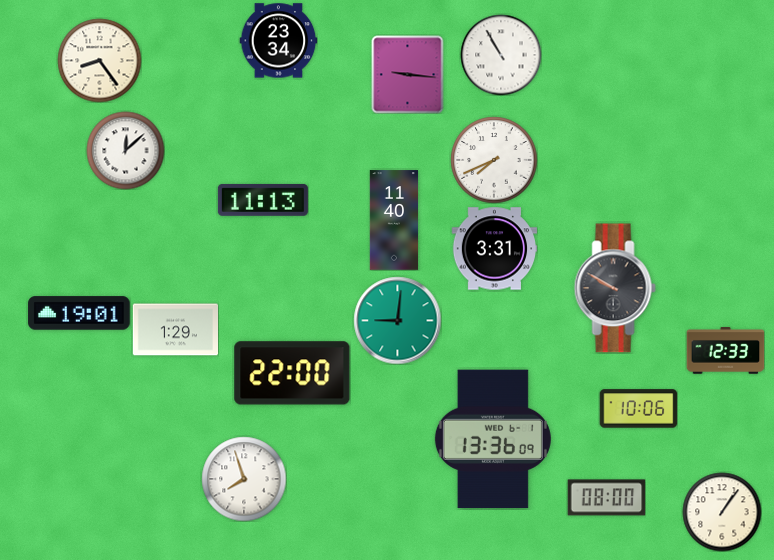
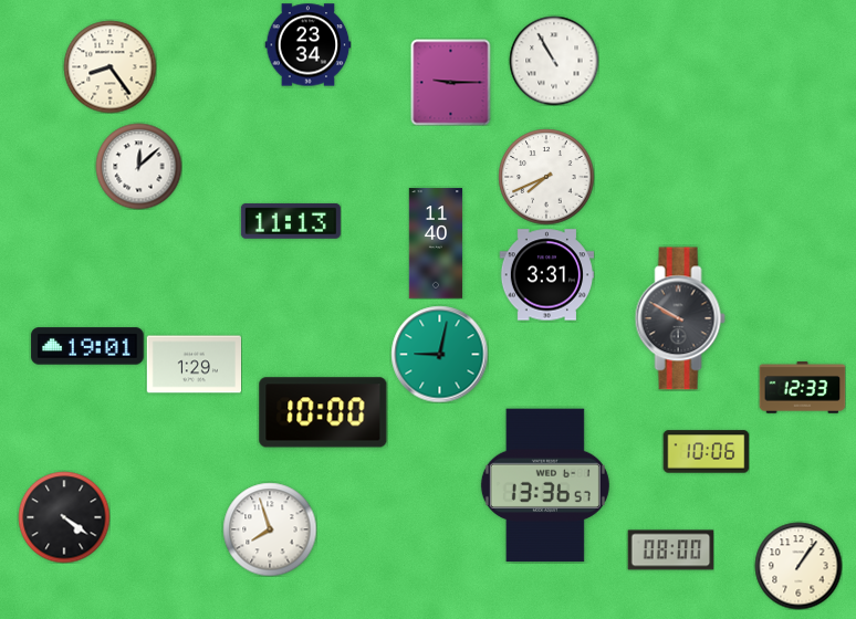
clock at (408, 74): 9:16 -> 9:15
clock at (397, 320): 9:01 -> 9:02
clock at (292, 373): 22:00 -> 10:00
clock at (493, 439): 13:36:09 -> 13:36:57
clock at (64, 517): none -> 4:21
